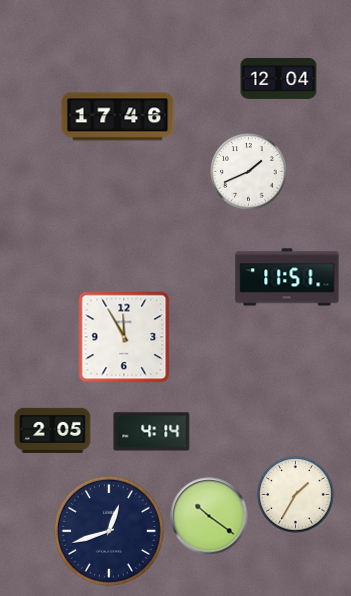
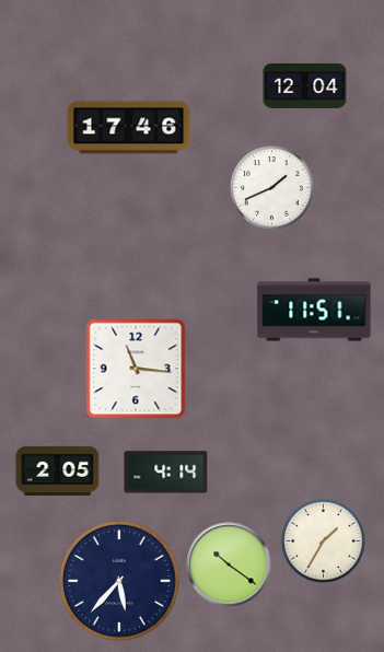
clock at (287, 277) position: (287, 277) -> (314, 310)
clock at (124, 337): 11:55 -> 11:16
clock at (109, 531): 12:42 -> 5:37
